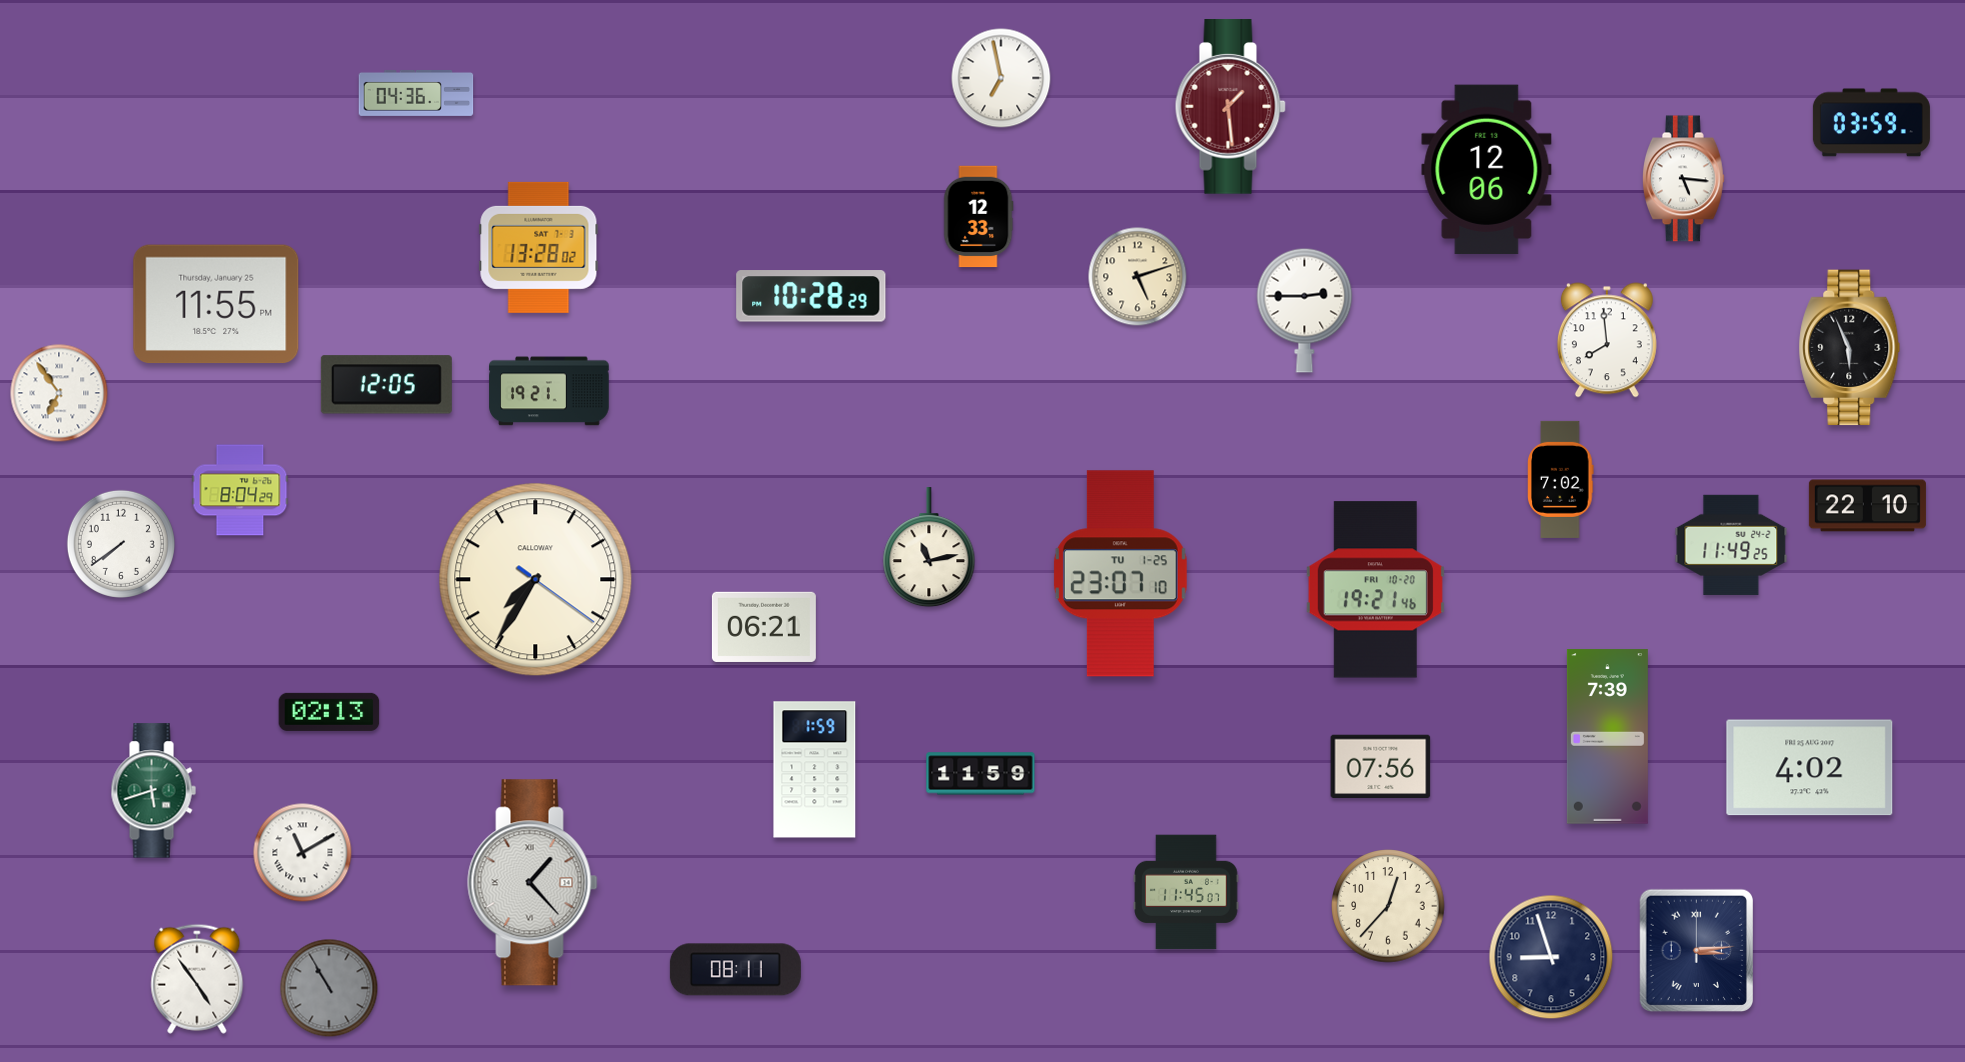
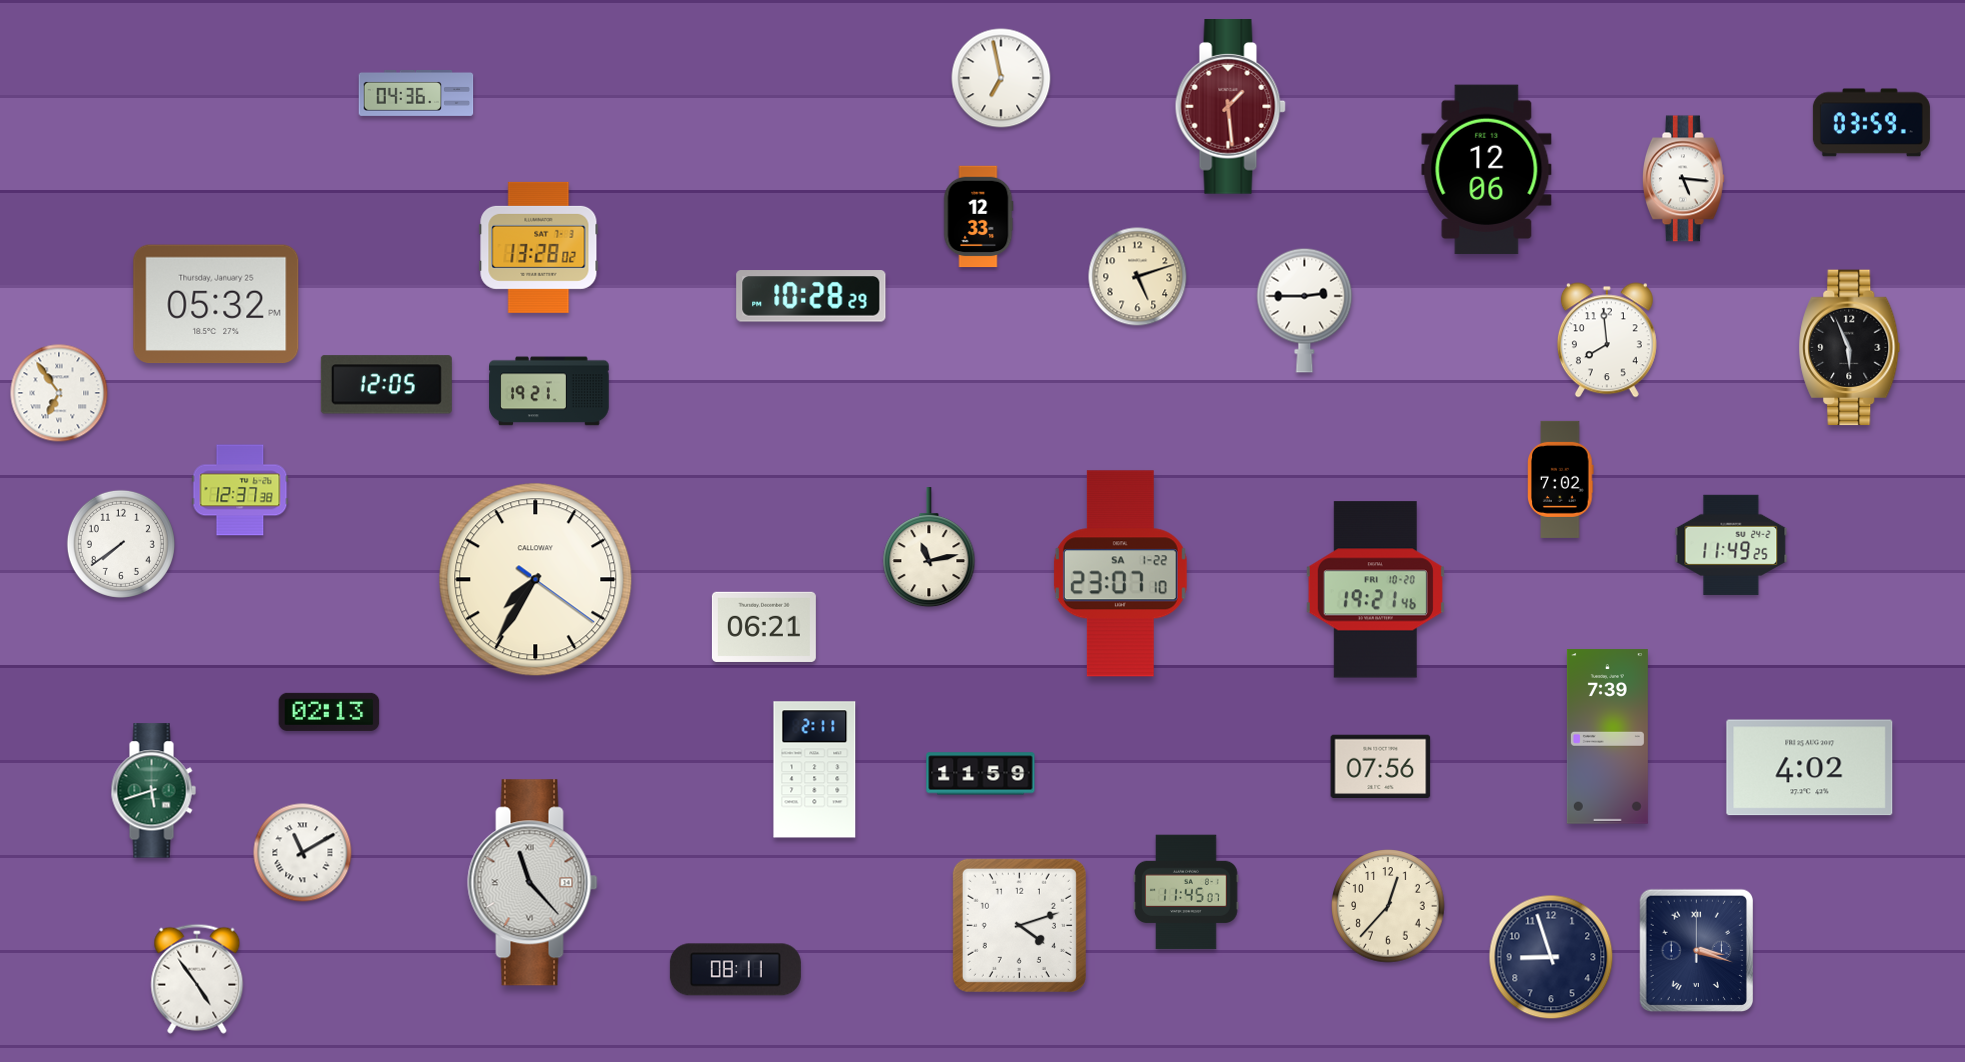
clock at (216, 304): 11:55 -> 05:32
clock at (240, 490): 8:04 -> 12:37
clock at (1867, 506): 22:10 -> none
clock at (1120, 574) date: TU 1-25 -> SA 1-22
clock at (815, 770): 1:59 -> 2:11
clock at (533, 883): 1:23 -> 11:23
clock at (1019, 925): none -> 4:12
clock at (1696, 951): 3:14 -> 3:18
clock at (329, 988): 10:55 -> none
